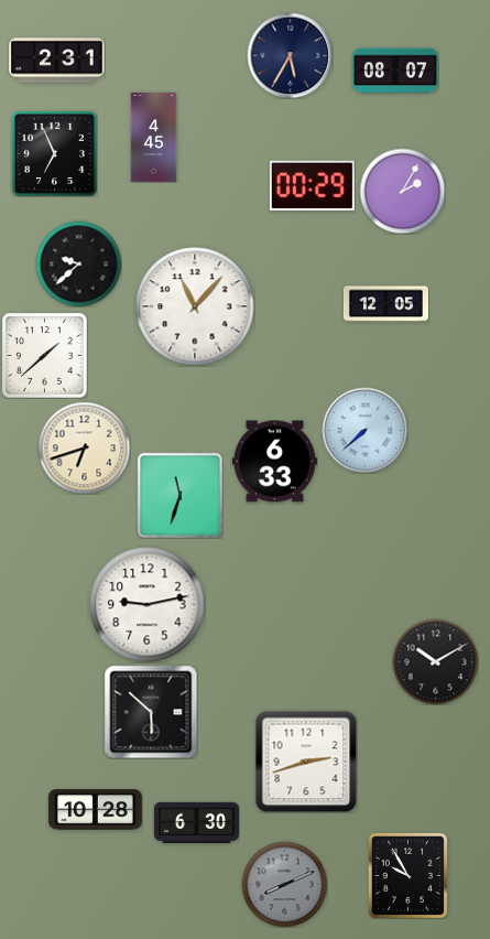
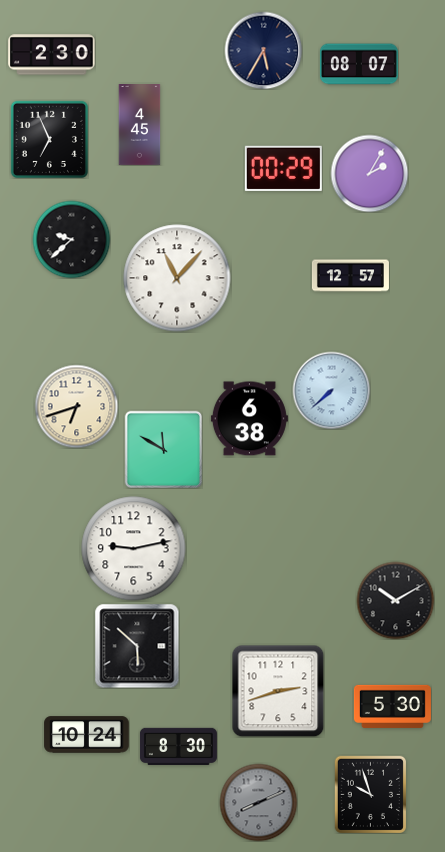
clock at (57, 61): 2:31 -> 2:30
clock at (402, 191) position: (402, 191) -> (369, 173)
clock at (385, 304): 12:05 -> 12:57
clock at (44, 355): 1:38 -> none
clock at (274, 462): 6:33 -> 6:38
clock at (179, 495): 11:33 -> 11:50
clock at (392, 706): none -> 5:30
clock at (96, 810): 10:28 -> 10:24
clock at (196, 822): 6:30 -> 8:30
clock at (407, 875): 9:55 -> 9:57
